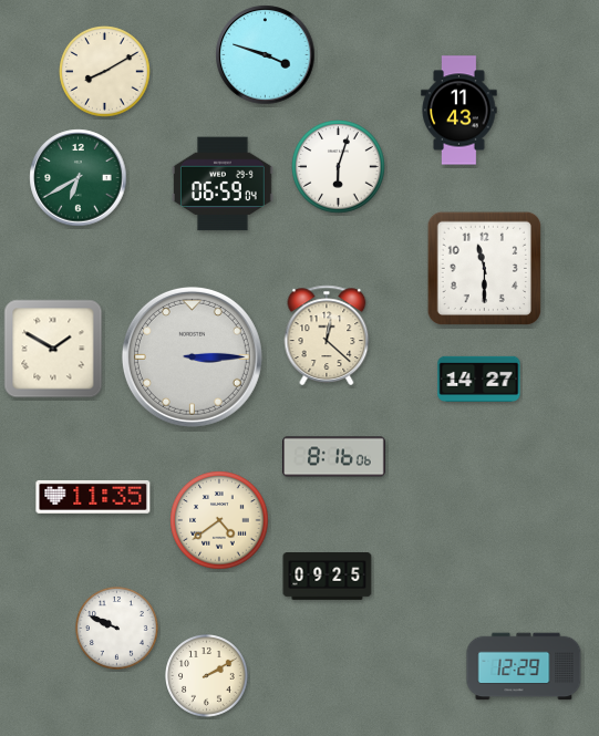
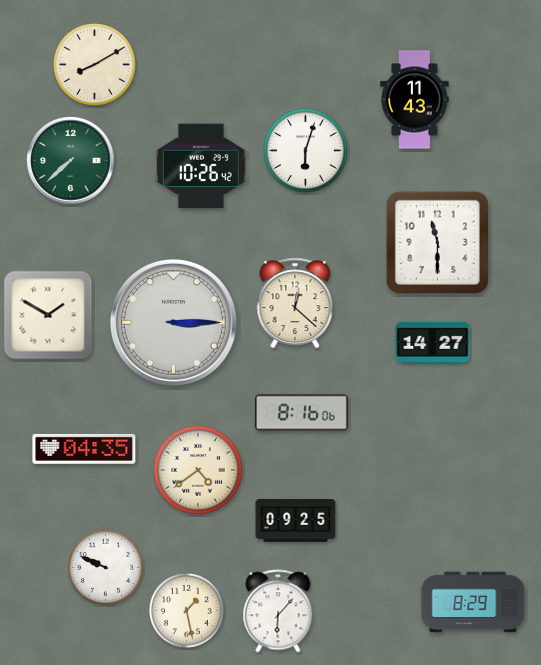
clock at (266, 55): 3:48 -> none
clock at (79, 178): 6:40 -> 7:38
clock at (223, 184): 06:59 -> 10:26
clock at (93, 497): 11:35 -> 04:35
clock at (524, 666): 12:29 -> 8:29
clock at (207, 676): 2:10 -> 1:28
clock at (278, 611): none -> 6:07
